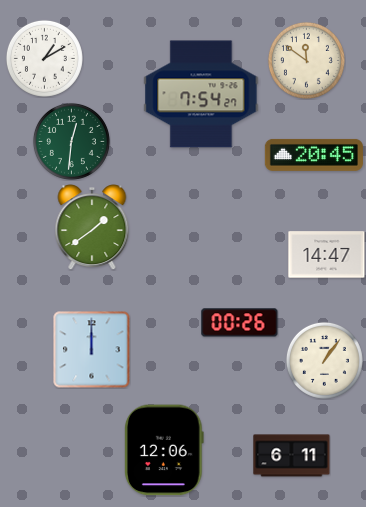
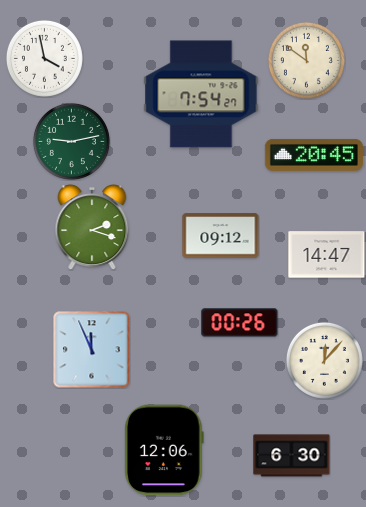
clock at (44, 58): 1:10 -> 3:58
clock at (71, 141): 12:31 -> 9:13
clock at (92, 227): 1:39 -> 2:18
clock at (221, 236): none -> 09:12
clock at (92, 350): 12:00 -> 11:56
clock at (324, 360): 1:06 -> 12:07
clock at (292, 456): 6:11 -> 6:30
